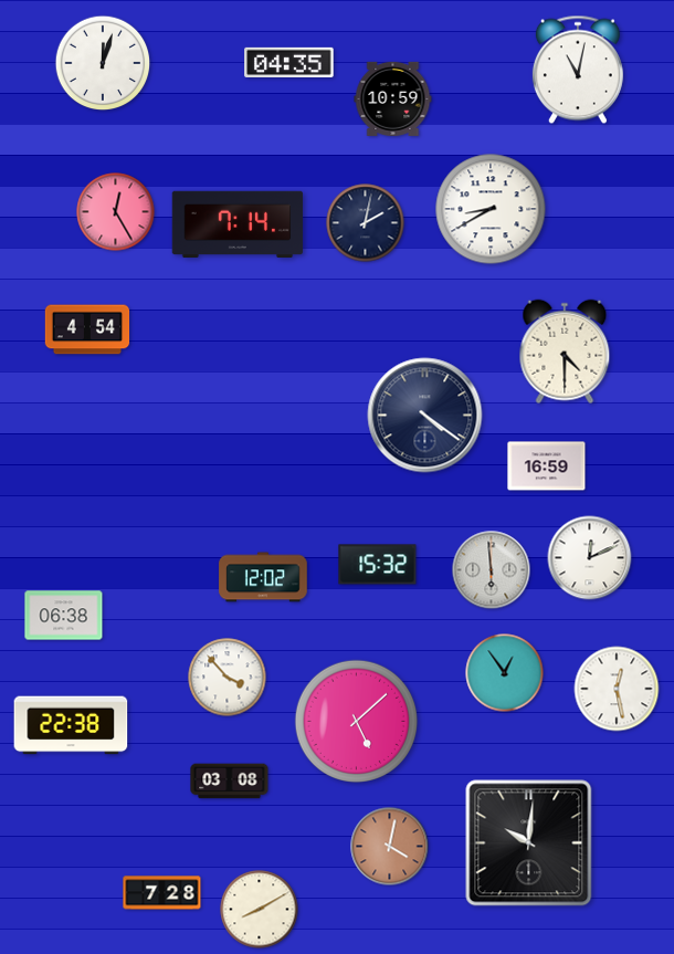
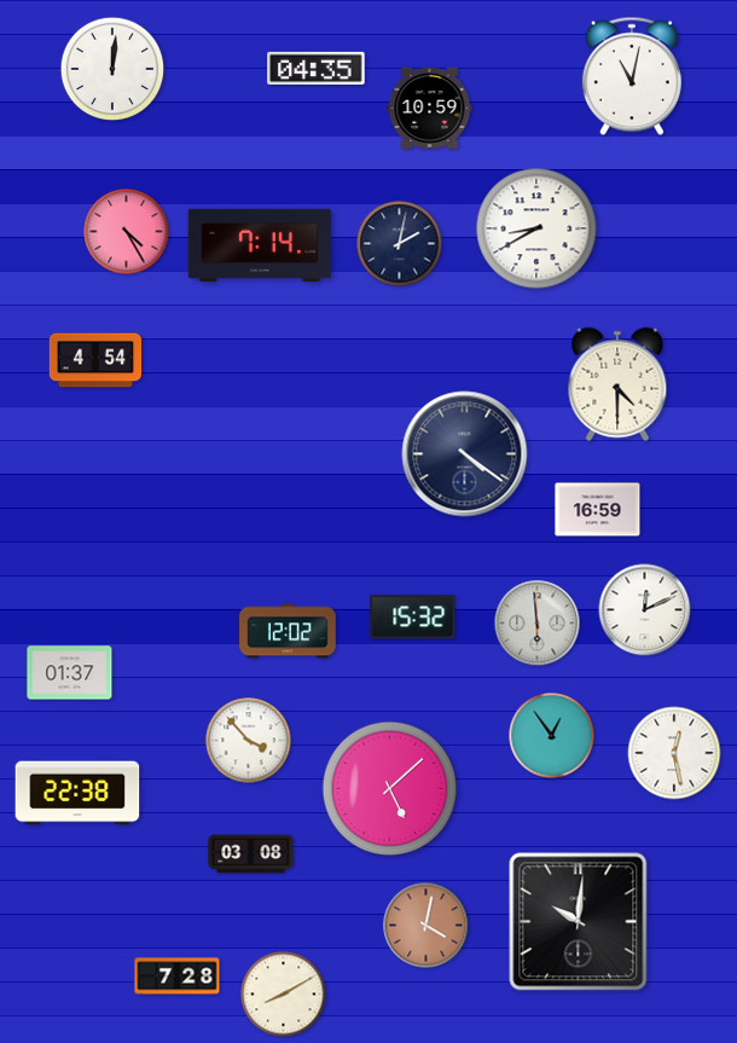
clock at (103, 63): 12:03 -> 12:01
clock at (116, 212): 12:25 -> 4:25
clock at (64, 616): 06:38 -> 01:37
